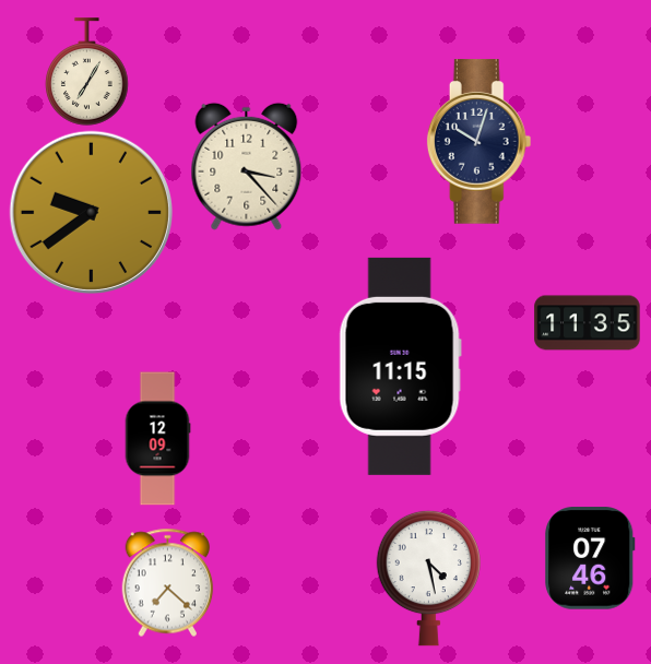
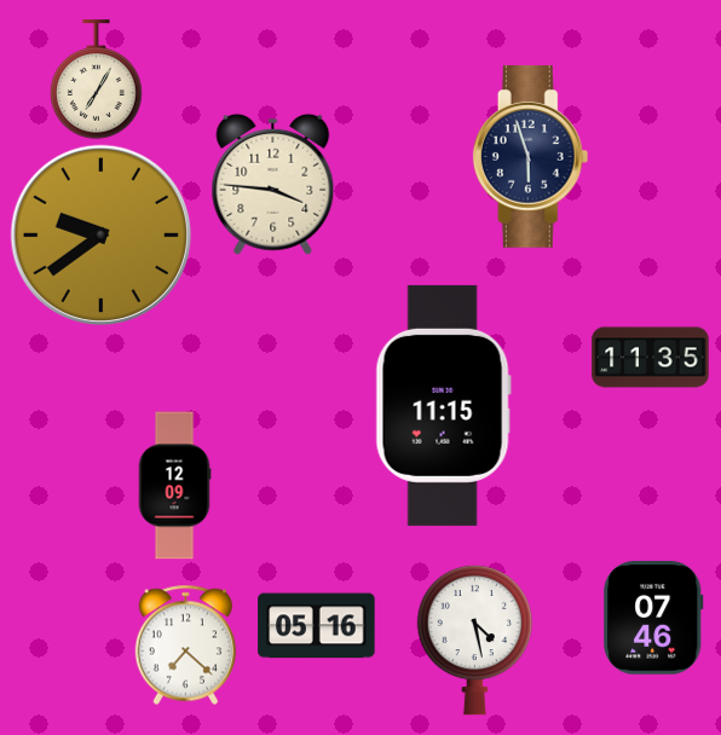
clock at (480, 142): 10:03 -> 5:57
clock at (247, 166): 3:23 -> 3:46
clock at (317, 626): none -> 05:16
